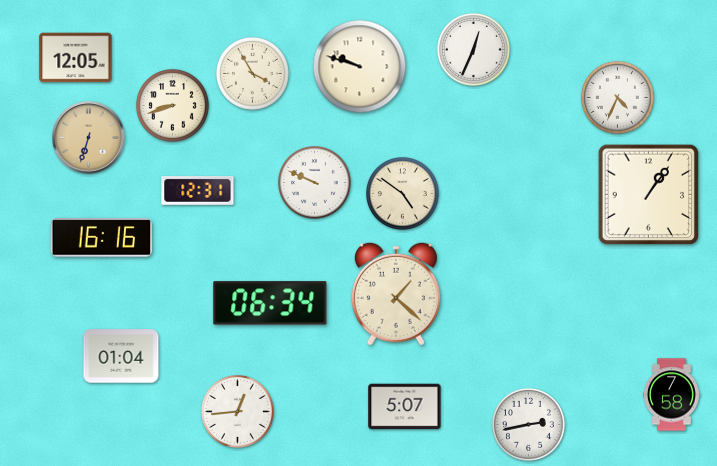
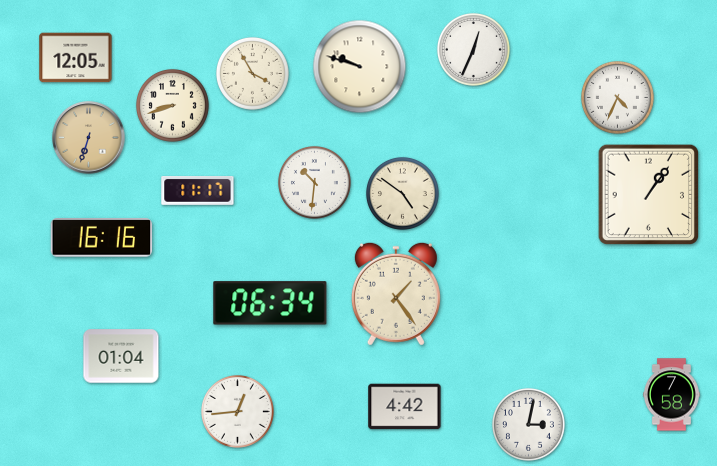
clock at (314, 182): 9:49 -> 10:31
clock at (198, 191): 12:31 -> 11:17
clock at (396, 294): 1:22 -> 1:24
clock at (405, 407): 5:07 -> 4:42
clock at (528, 424): 2:43 -> 3:02
